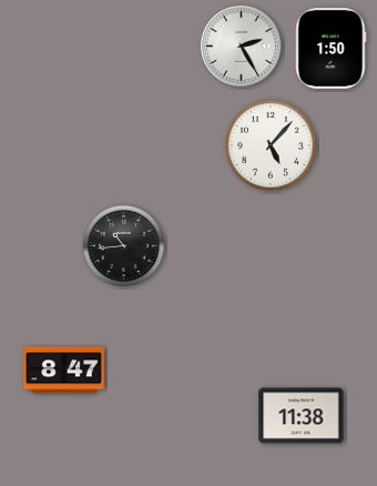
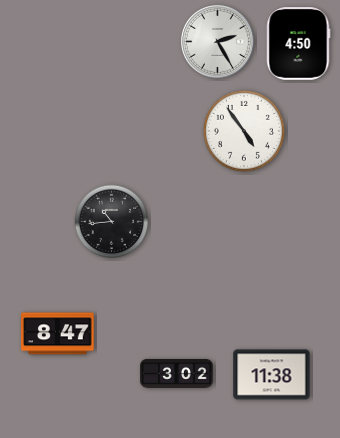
clock at (332, 49): 1:50 -> 4:50
clock at (271, 145): 5:07 -> 4:54
clock at (177, 373): none -> 3:02
